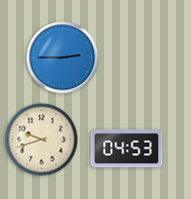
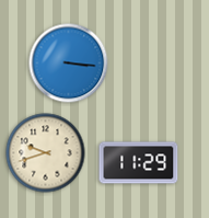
clock at (63, 58): 2:45 -> 3:16
clock at (127, 149): 04:53 -> 11:29
